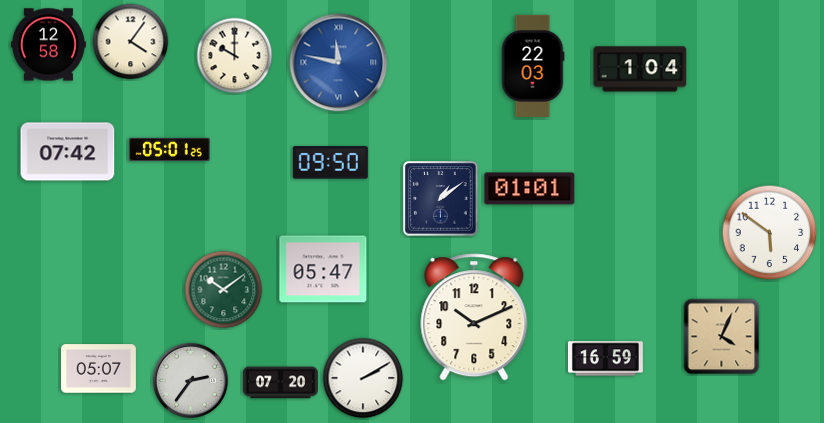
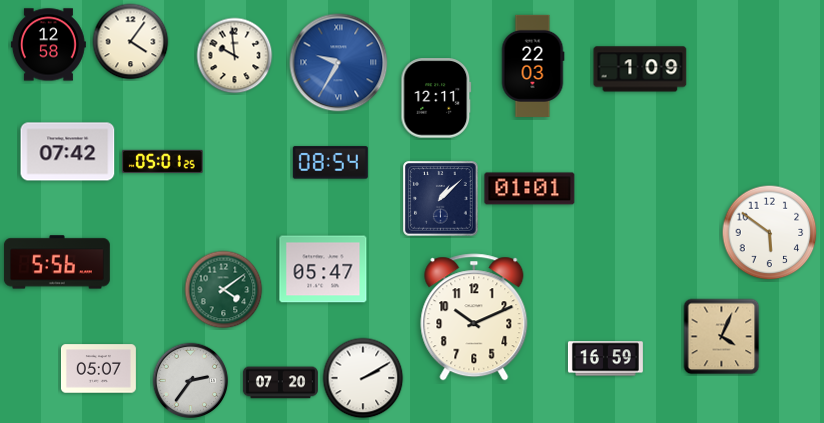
clock at (235, 56): 10:00 -> 9:59
clock at (339, 63): 11:47 -> 9:35
clock at (640, 69): 1:04 -> 1:09
clock at (436, 98): none -> 12:11
clock at (170, 149) position: (170, 149) -> (163, 161)
clock at (330, 163): 09:50 -> 08:54
clock at (441, 199): 1:09 -> 1:08
clock at (57, 262): none -> 5:56
clock at (224, 290): 10:09 -> 4:09
